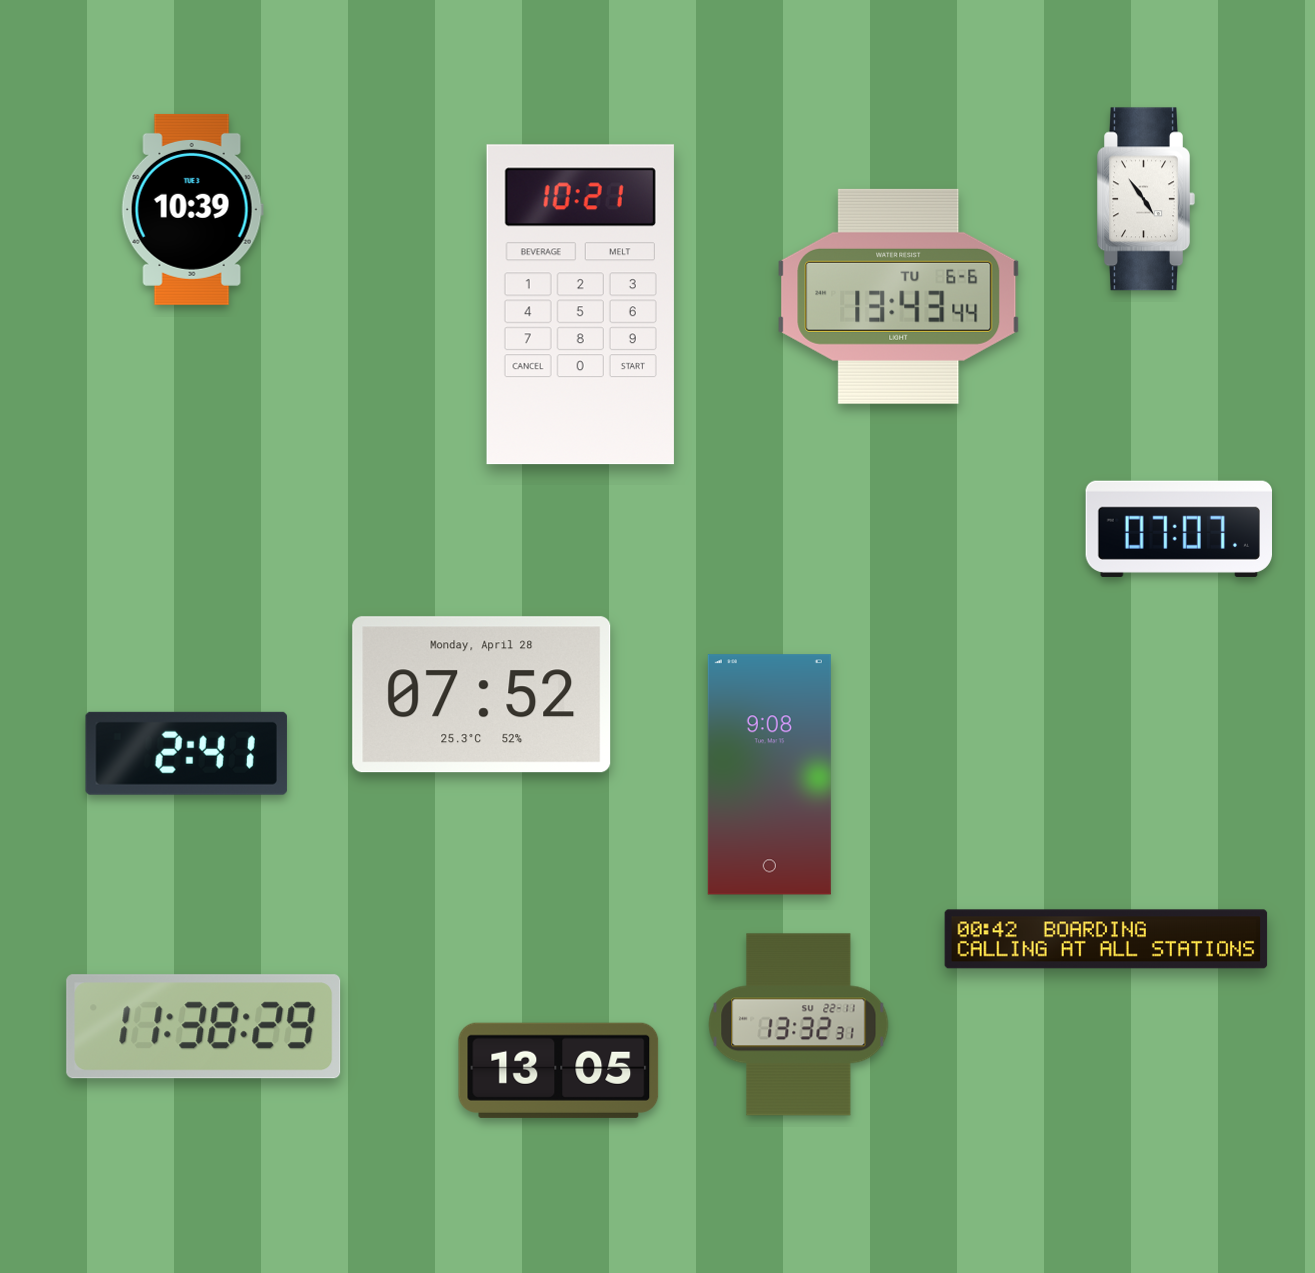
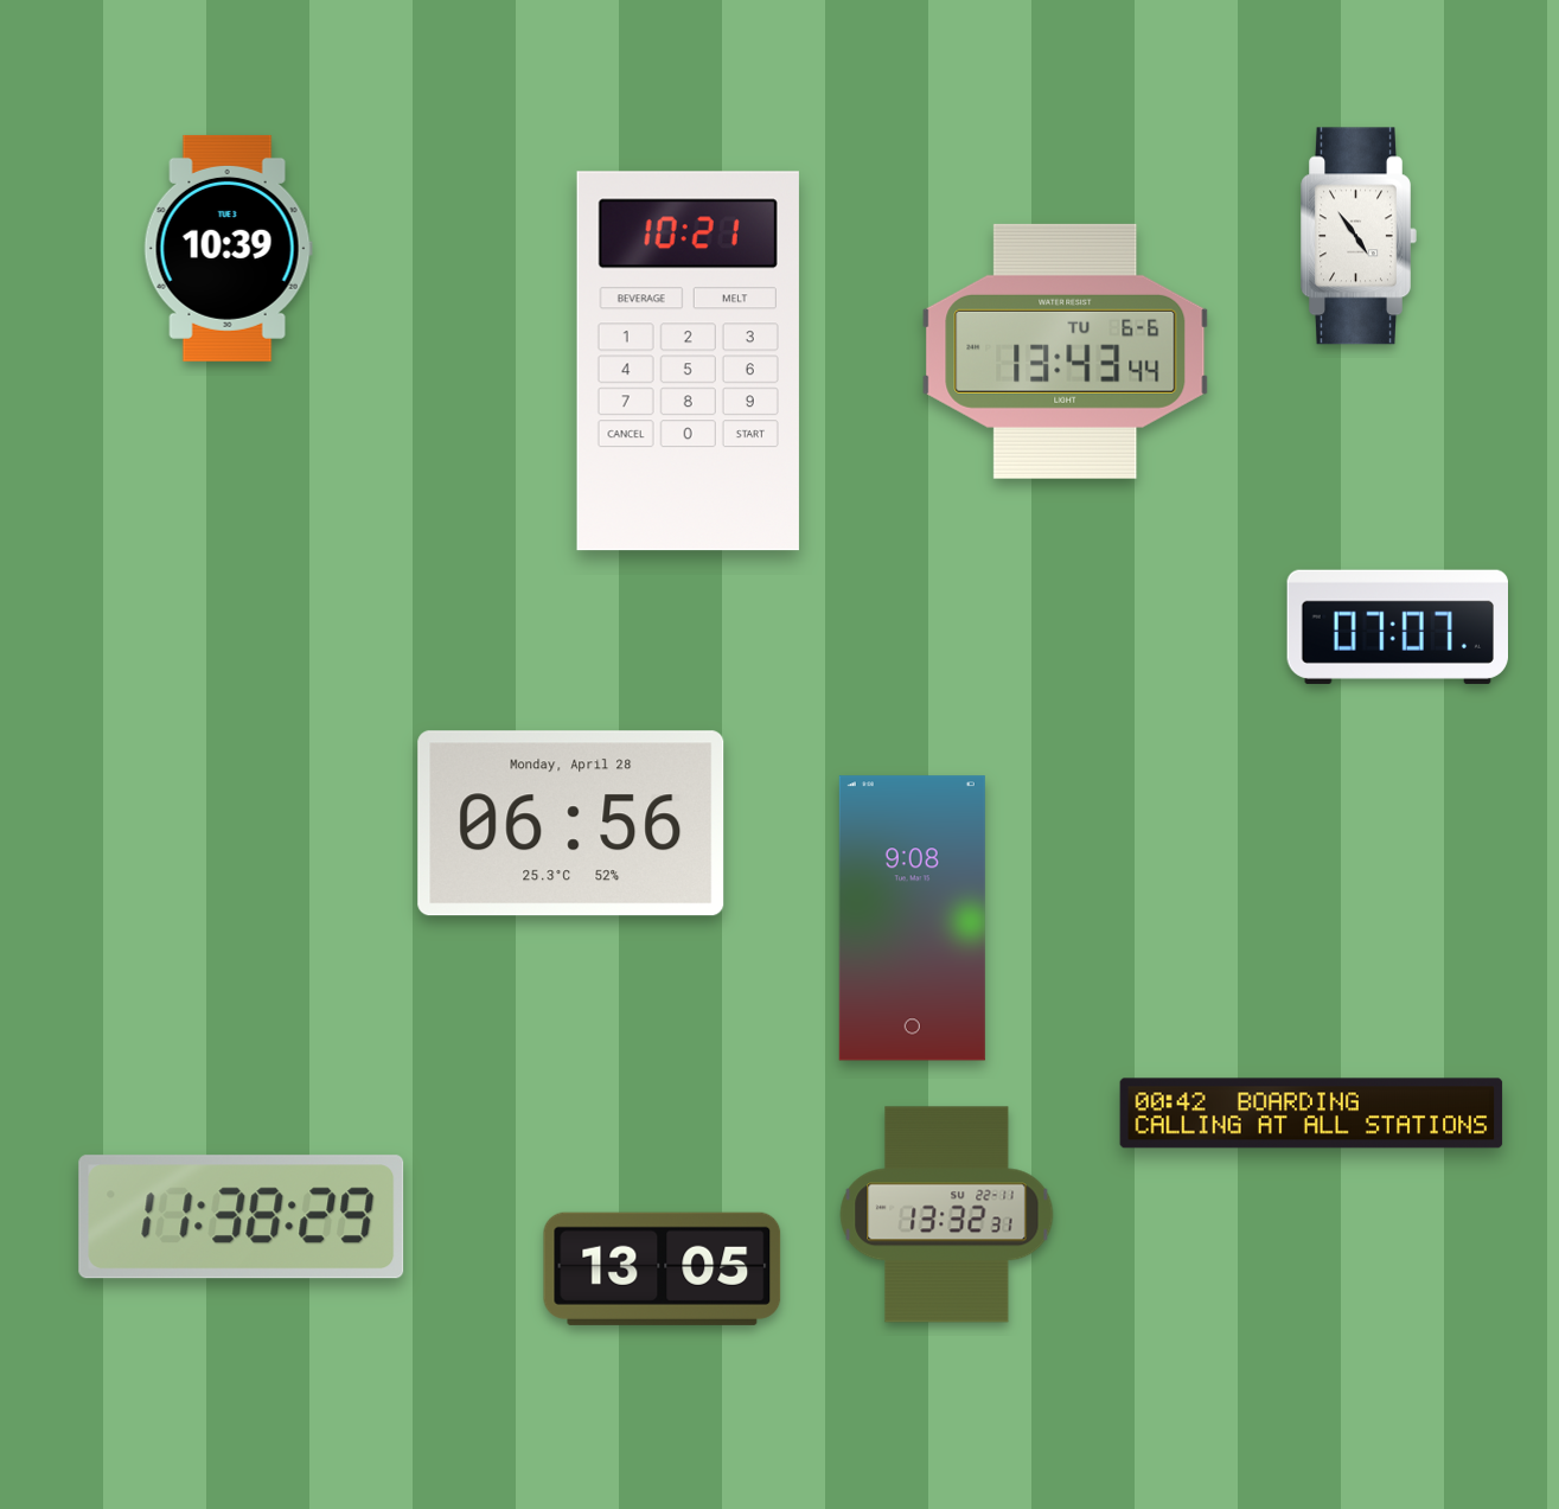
clock at (482, 695): 07:52 -> 06:56
clock at (186, 753): 2:41 -> none
